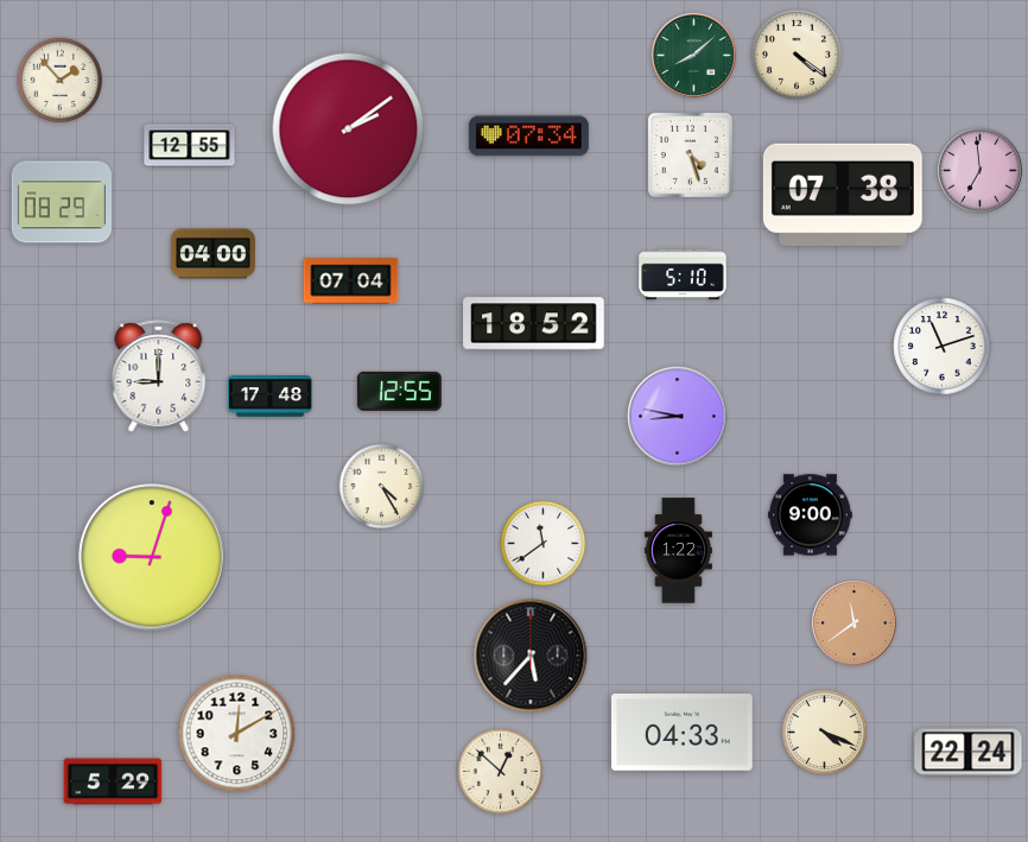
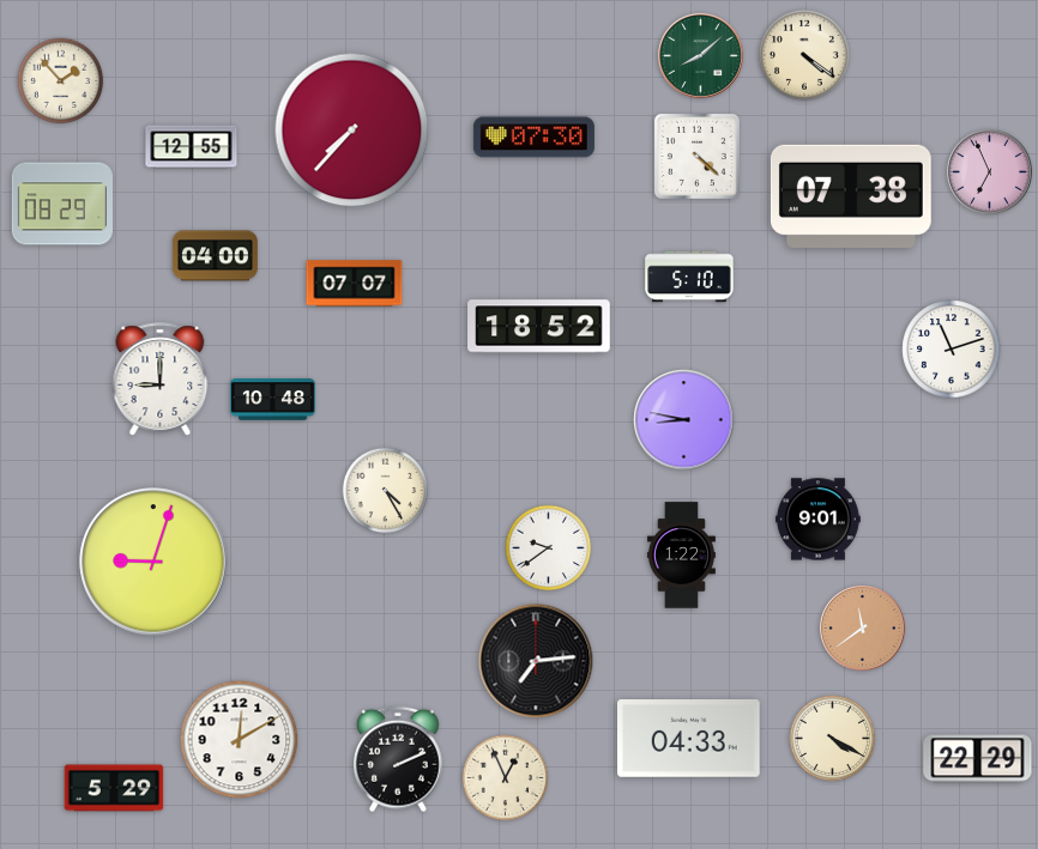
clock at (349, 129): 2:09 -> 7:37
clock at (528, 137): 07:34 -> 07:30
clock at (690, 154): 4:27 -> 4:22
clock at (979, 170): 6:59 -> 6:56
clock at (351, 281): 07:04 -> 07:07
clock at (399, 391): 12:55 -> none
clock at (269, 397): 17:48 -> 10:48
clock at (811, 515): 9:00 -> 9:01
clock at (544, 544): 11:39 -> 9:39
clock at (678, 551) position: (678, 551) -> (681, 556)
clock at (531, 656): 5:37 -> 7:14
clock at (825, 733): 4:19 -> 4:20
clock at (399, 759): none -> 2:11
clock at (969, 753): 22:24 -> 22:29
clock at (501, 772): 12:52 -> 12:56
